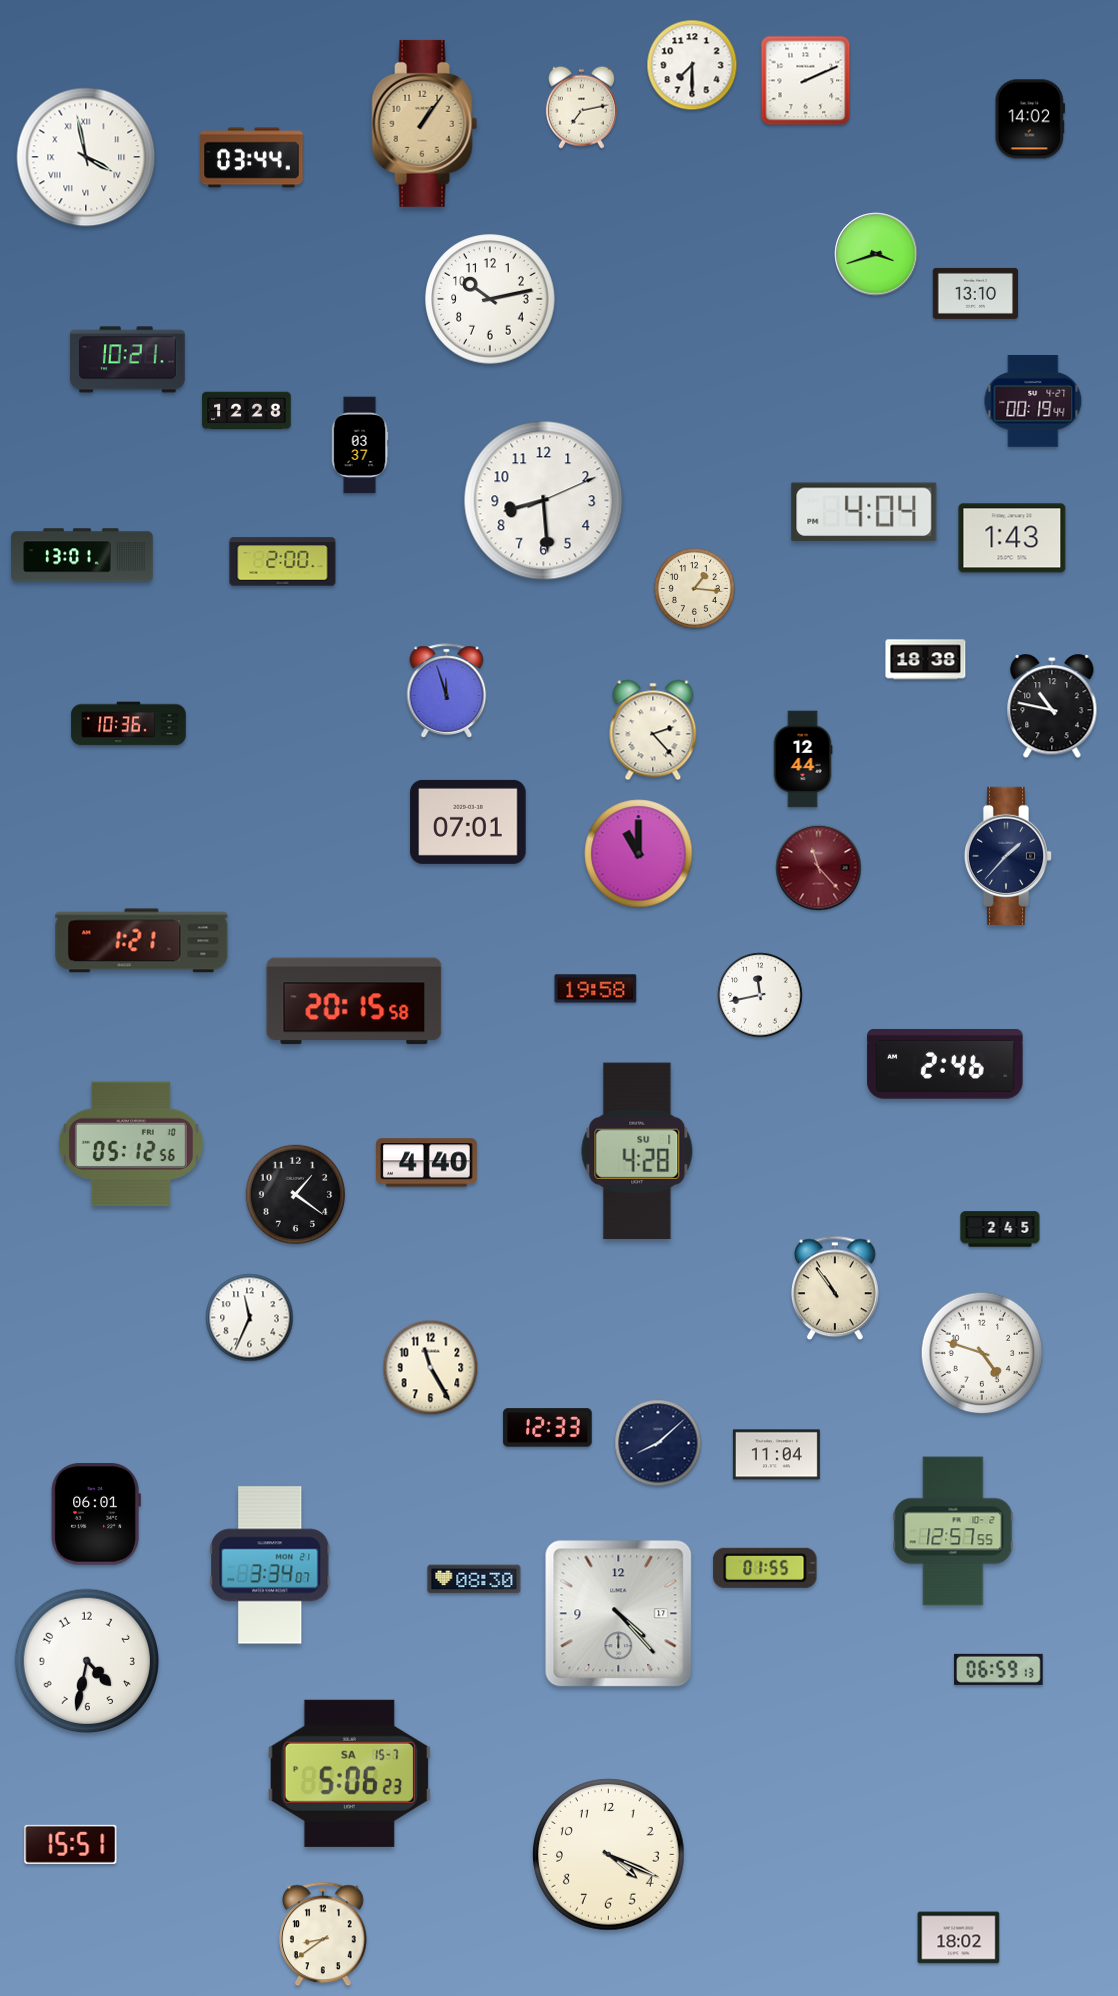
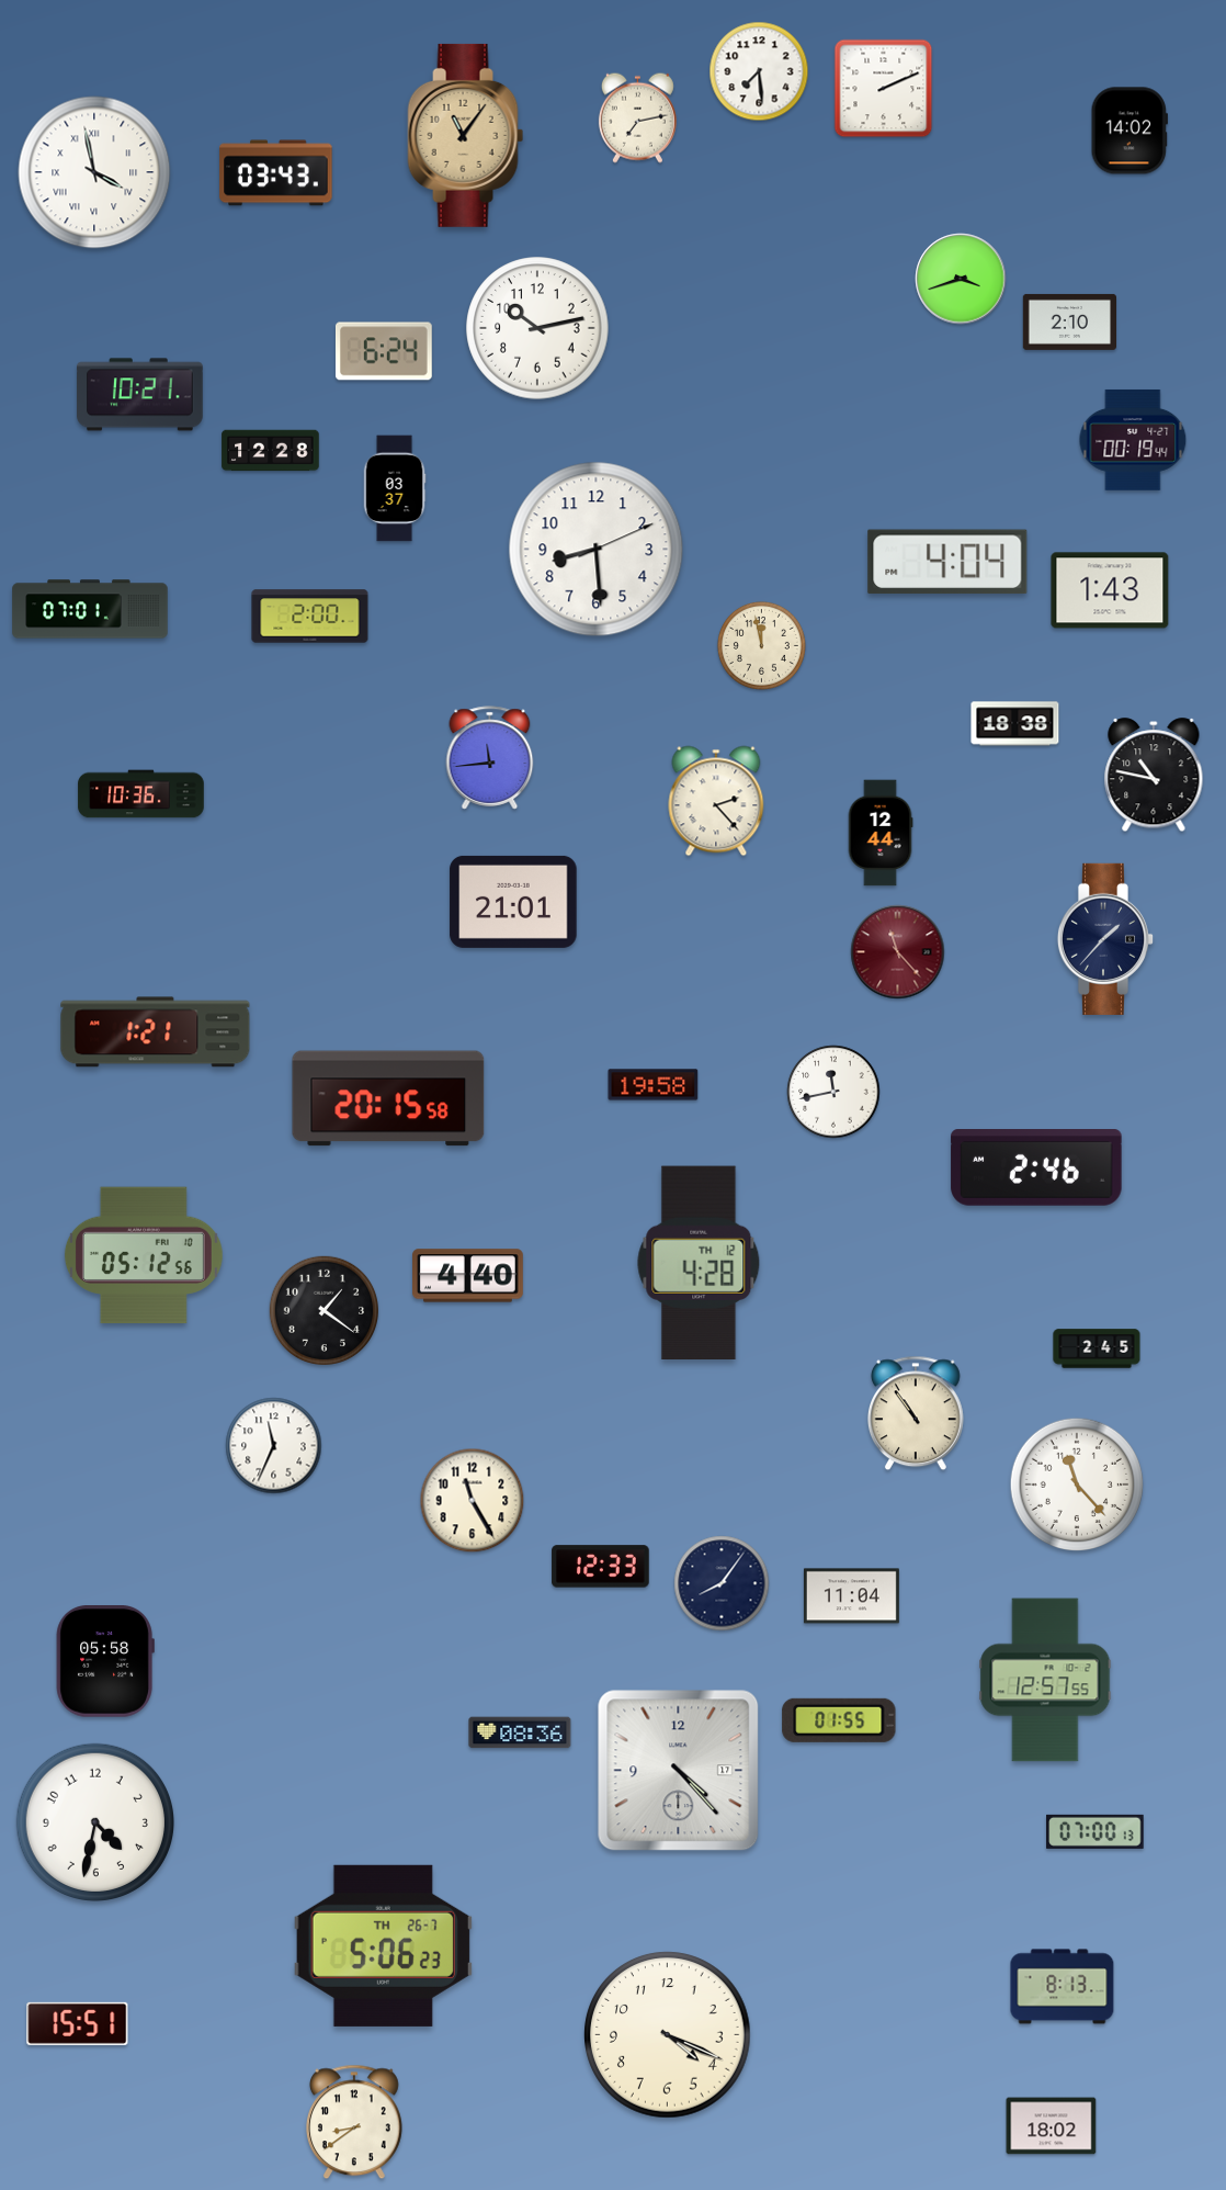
clock at (692, 65): 7:30 -> 7:29
clock at (425, 123): 1:06 -> 11:06
clock at (252, 158): 03:44 -> 03:43
clock at (975, 293): 13:10 -> 2:10
clock at (384, 351): none -> 6:24
clock at (82, 555): 13:01 -> 07:01
clock at (694, 588): 1:16 -> 11:58
clock at (447, 691): 11:57 -> 11:44
clock at (468, 822): 07:01 -> 21:01
clock at (639, 854): 11:00 -> none
clock at (637, 1150) date: SU 1 -> TH 12
clock at (982, 1353): 4:48 -> 11:23
clock at (658, 1443): 8:08 -> 8:06
clock at (96, 1515): 06:01 -> 05:58
clock at (270, 1565): 3:34 -> none
clock at (474, 1579): 08:30 -> 08:36
clock at (999, 1669): 06:59 -> 07:00
clock at (349, 1773) date: SA 15-7 -> TH 26-7
clock at (1063, 1987): none -> 8:13
